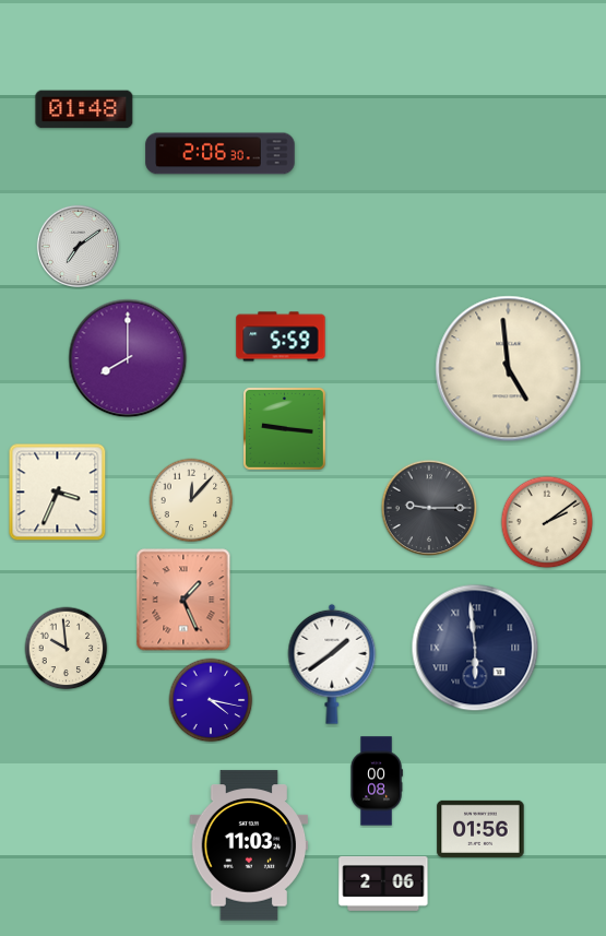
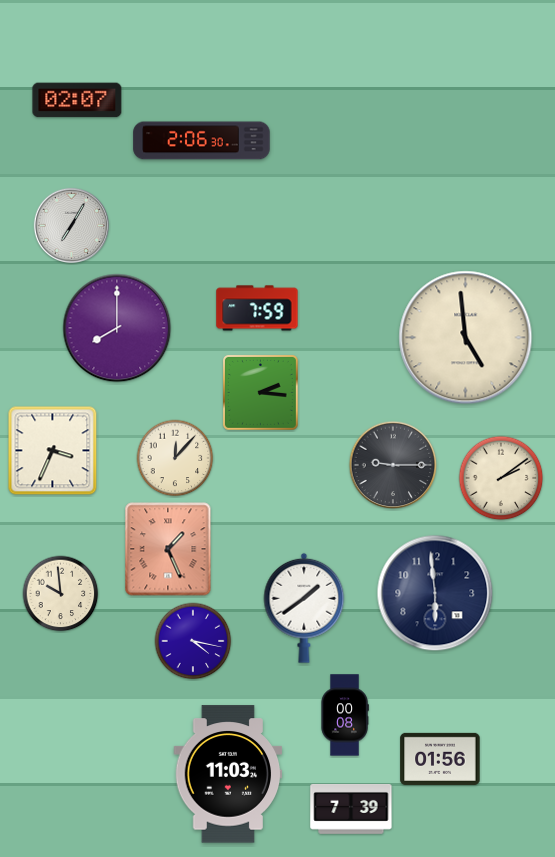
clock at (84, 109): 01:48 -> 02:07
clock at (78, 246): 7:09 -> 7:05
clock at (281, 336): 5:59 -> 7:59
clock at (284, 428): 9:16 -> 2:16
clock at (475, 648) numerals: Roman -> Arabic
clock at (383, 884): 2:06 -> 7:39
